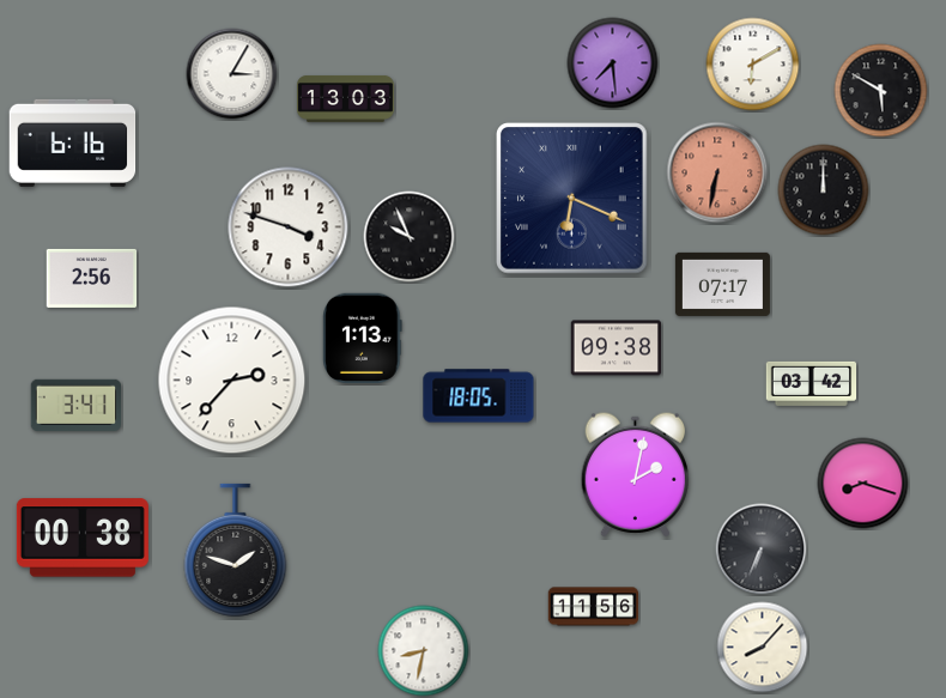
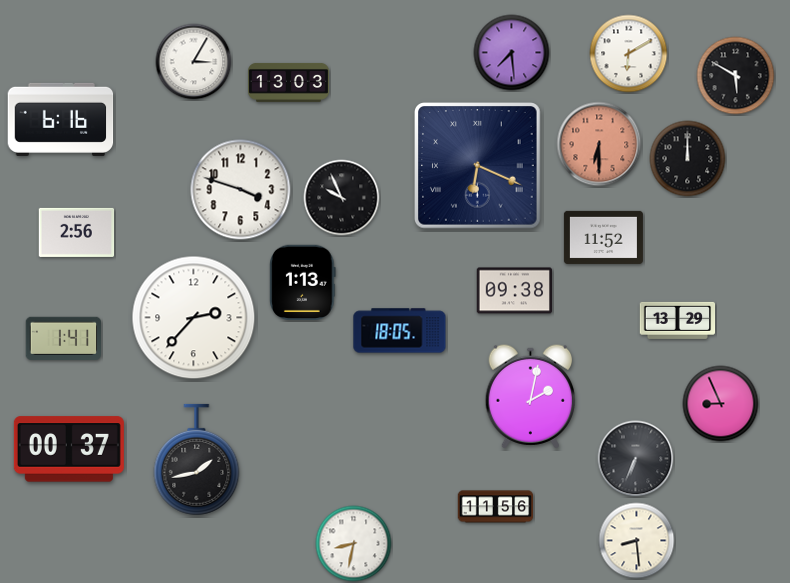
clock at (717, 172): 6:32 -> 6:30
clock at (722, 284): 07:17 -> 11:52
clock at (812, 383): 03:42 -> 13:29
clock at (75, 405): 3:41 -> 1:41
clock at (863, 484): 8:18 -> 8:56
clock at (83, 538): 00:38 -> 00:37
clock at (236, 551): 1:48 -> 1:43
clock at (763, 648): 8:07 -> 8:29
